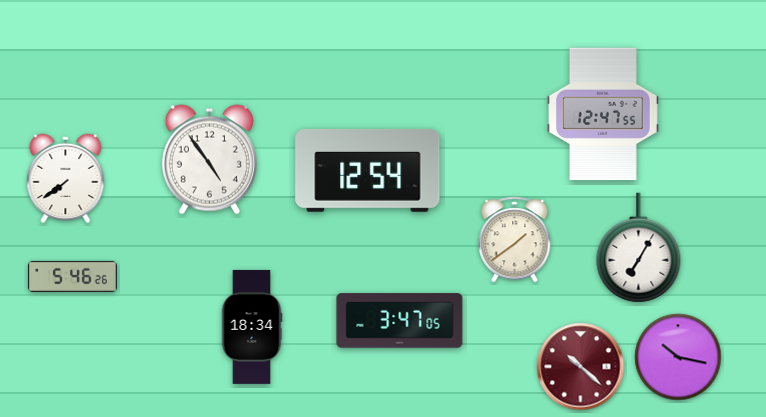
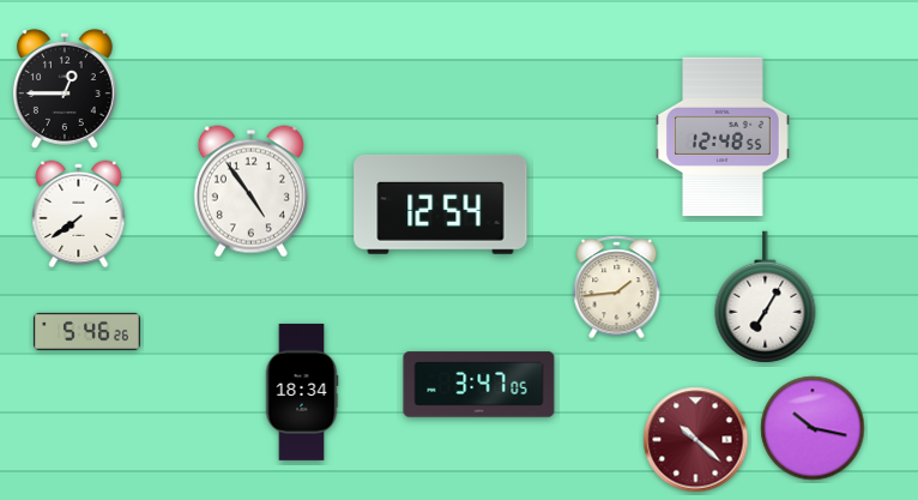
clock at (65, 89): none -> 12:45
clock at (603, 114): 12:47 -> 12:48
clock at (515, 240): 1:39 -> 1:44
